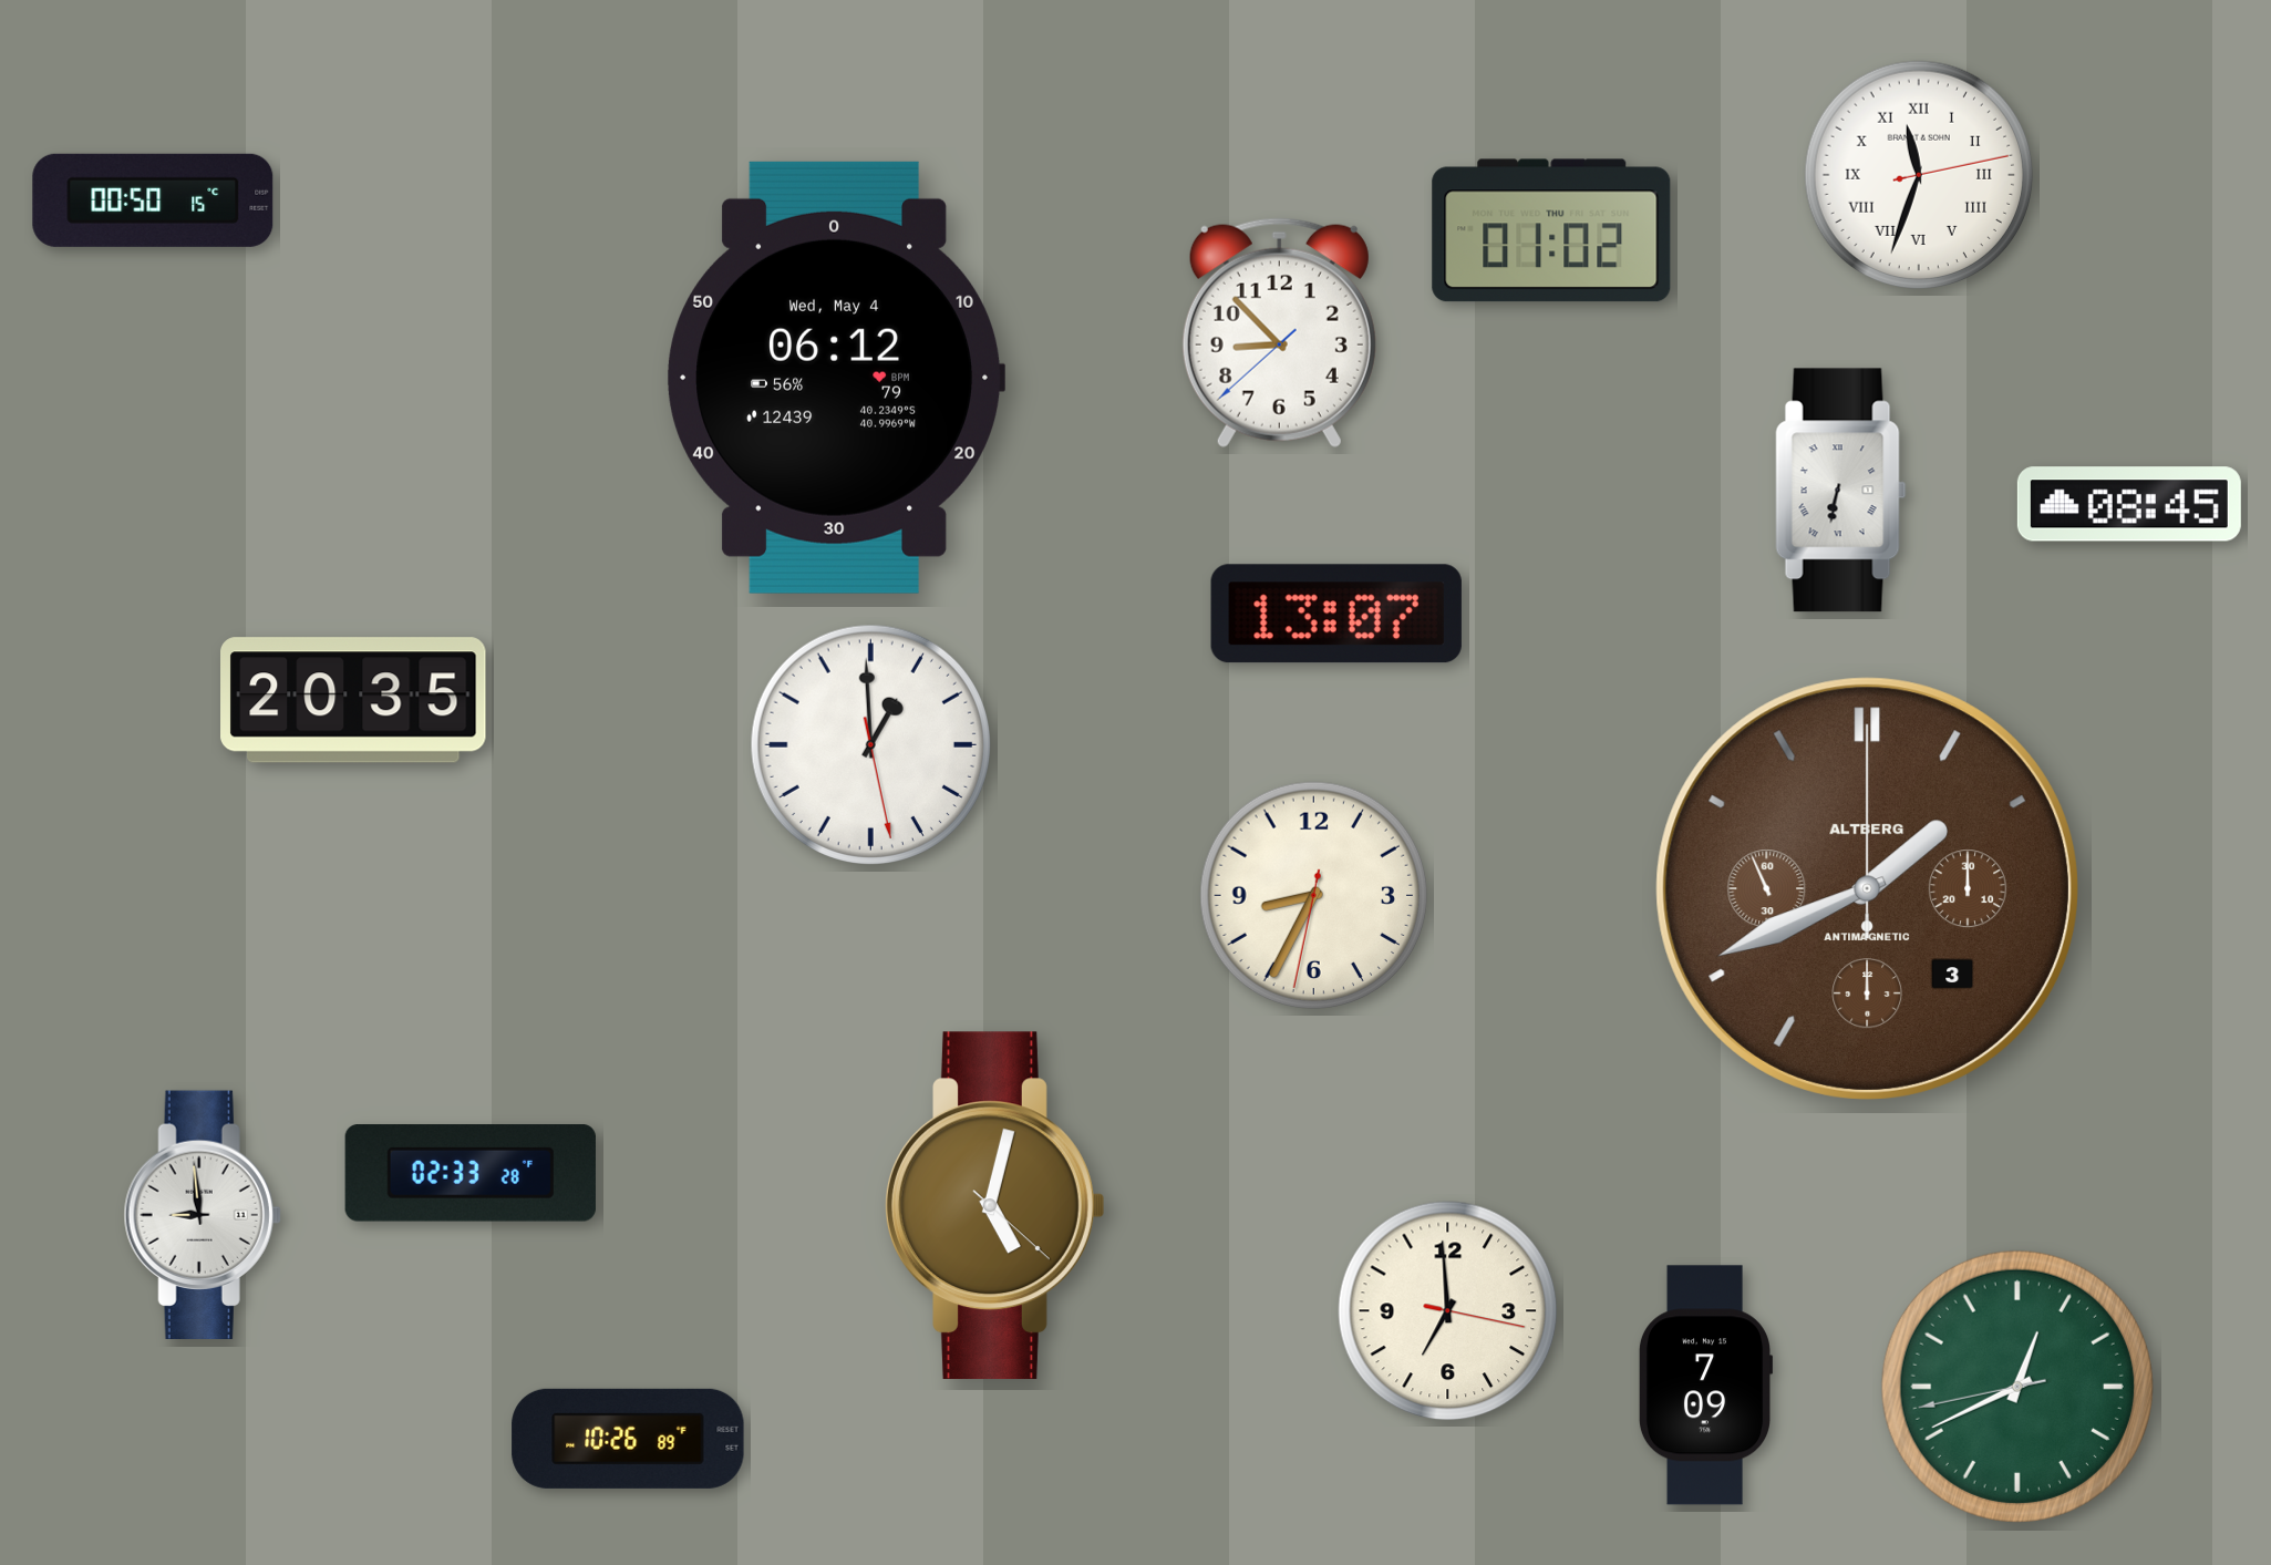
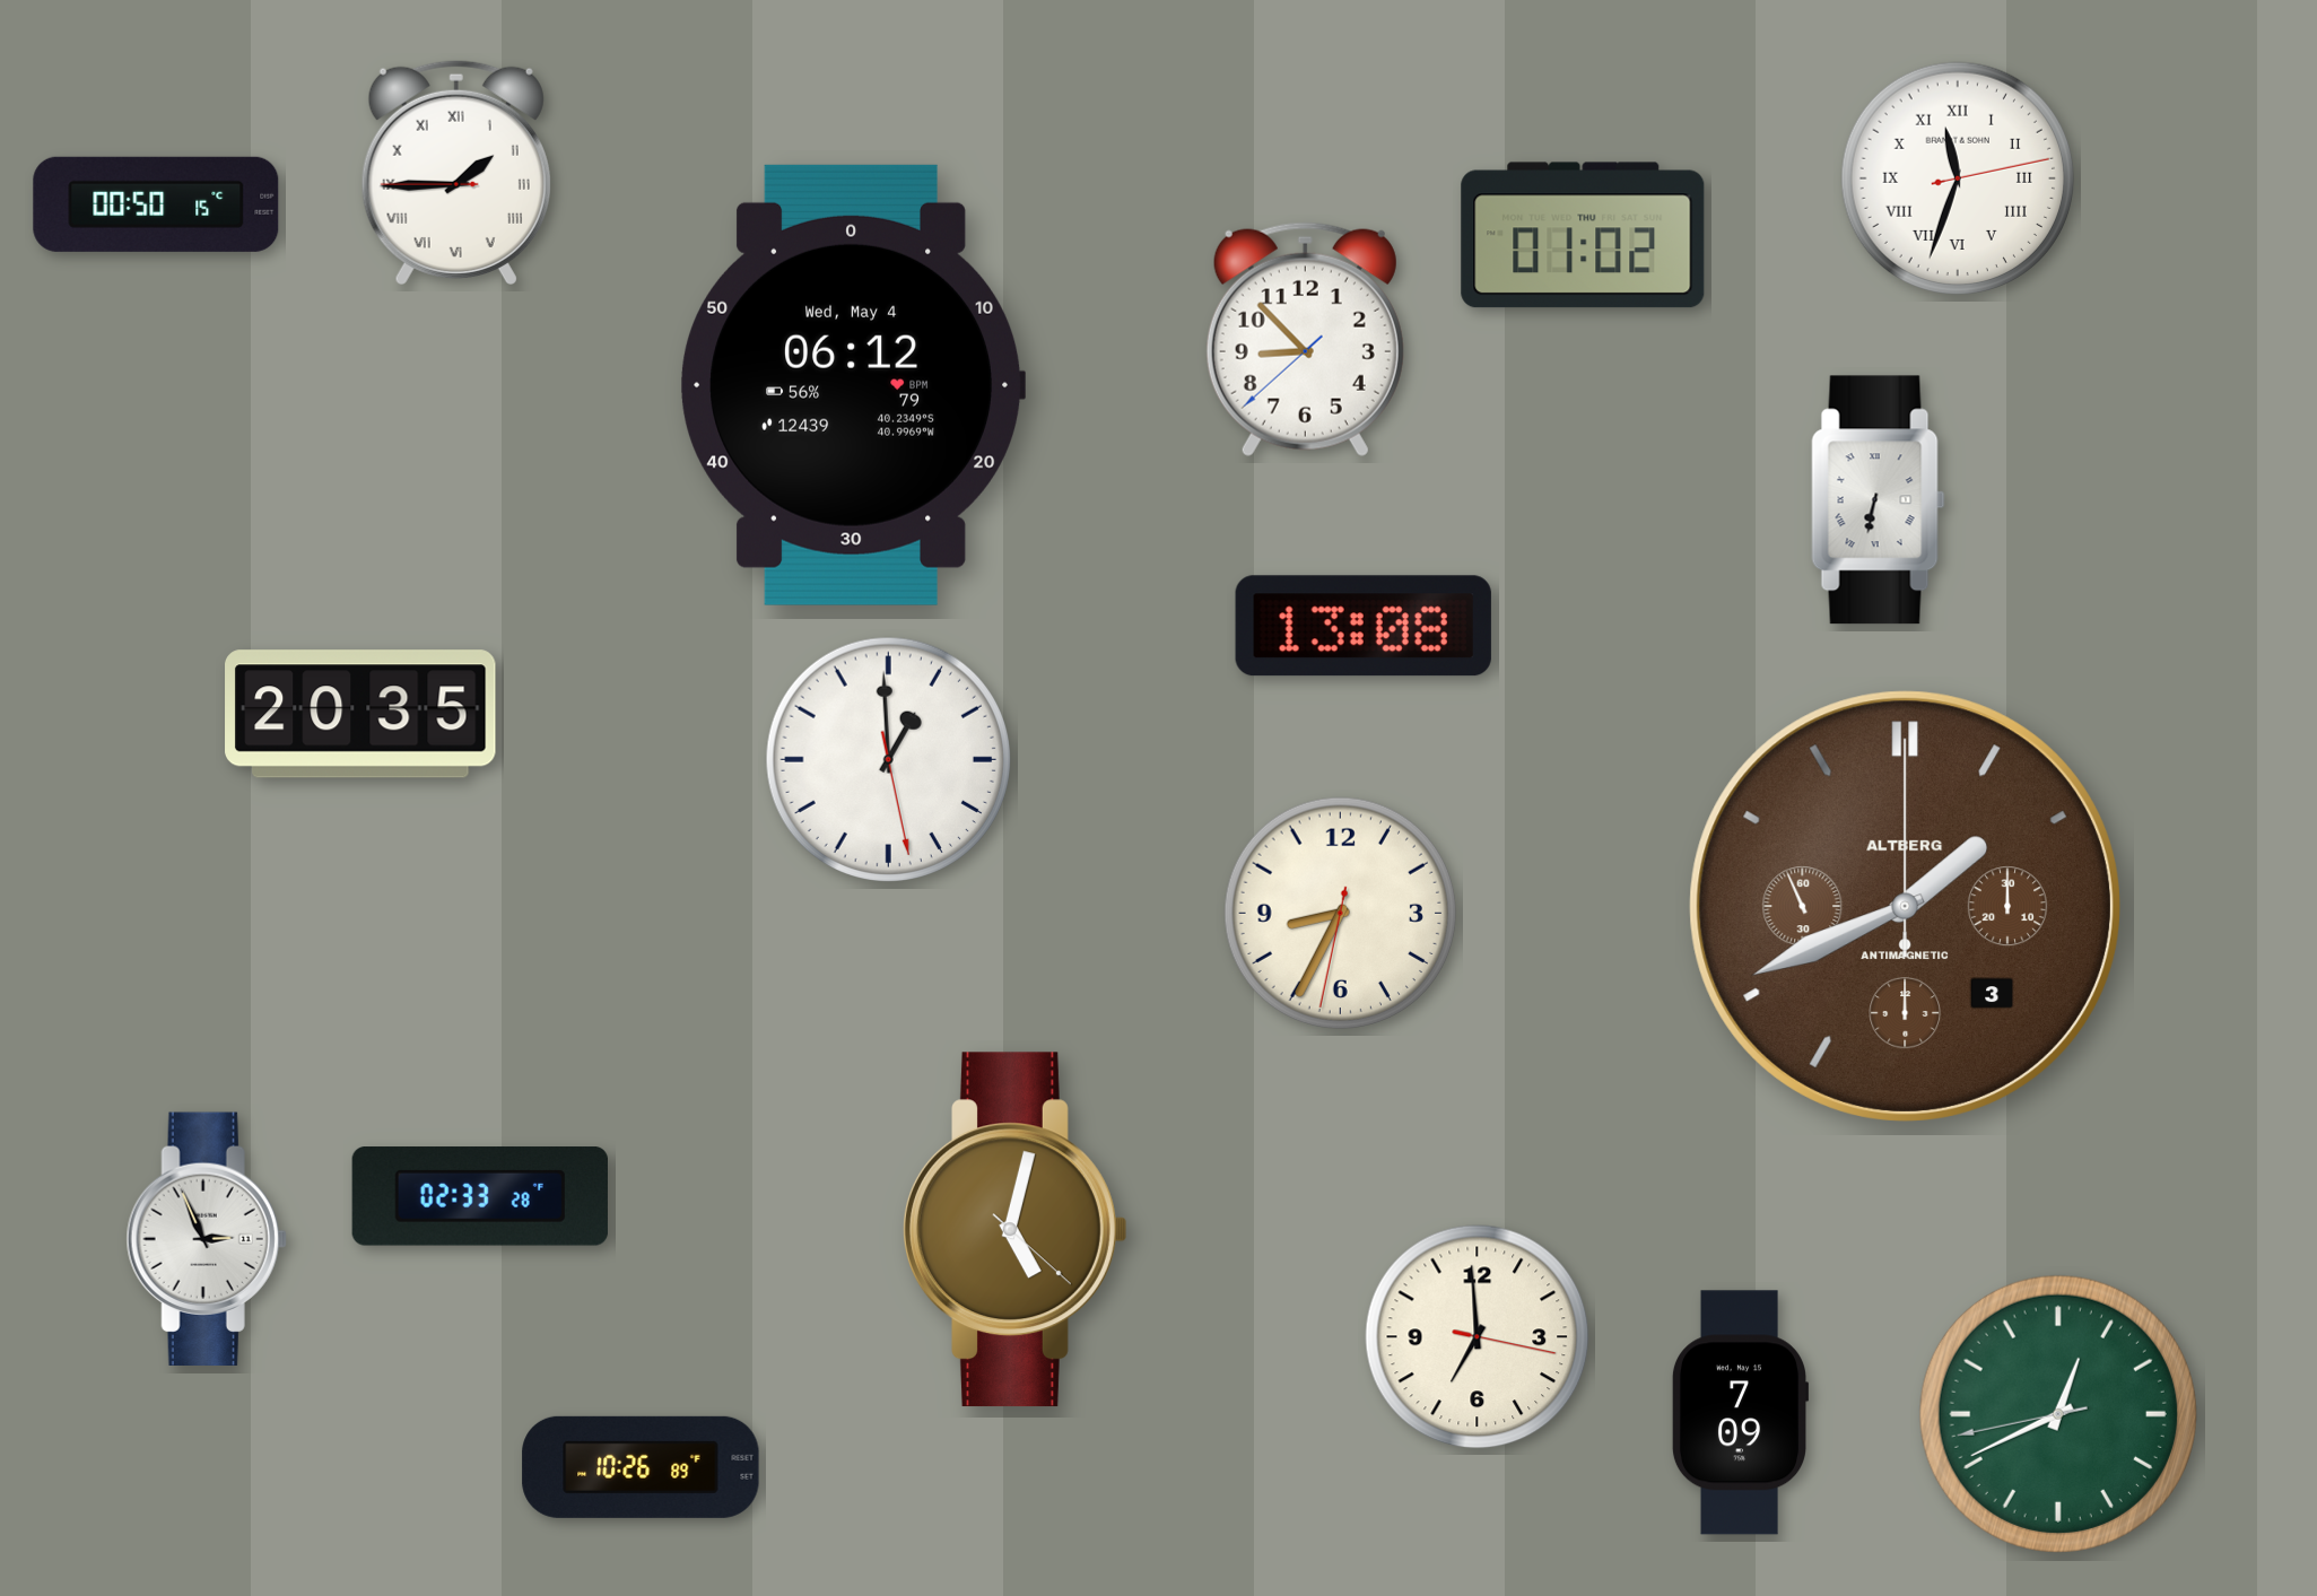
clock at (456, 172): none -> 1:44
clock at (2129, 504): 08:45 -> none
clock at (1336, 614): 13:07 -> 13:08
clock at (203, 1214): 8:59 -> 2:56
